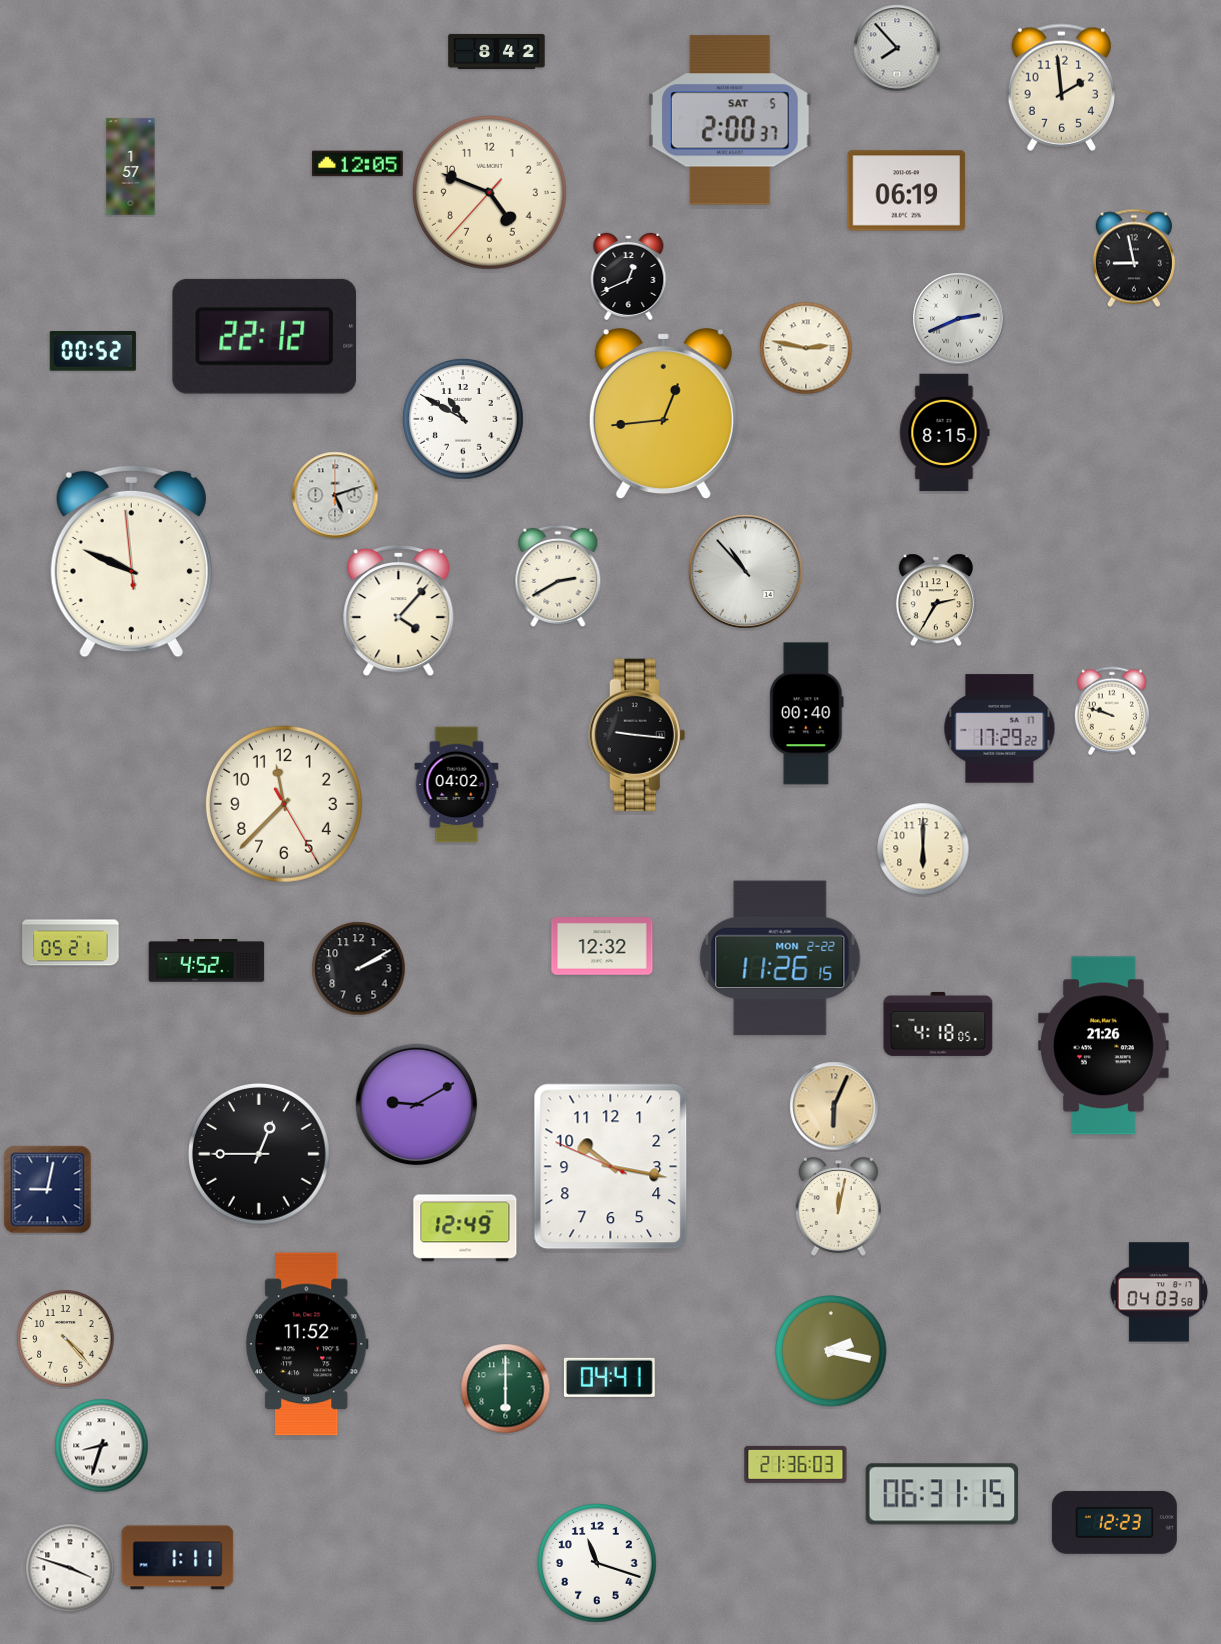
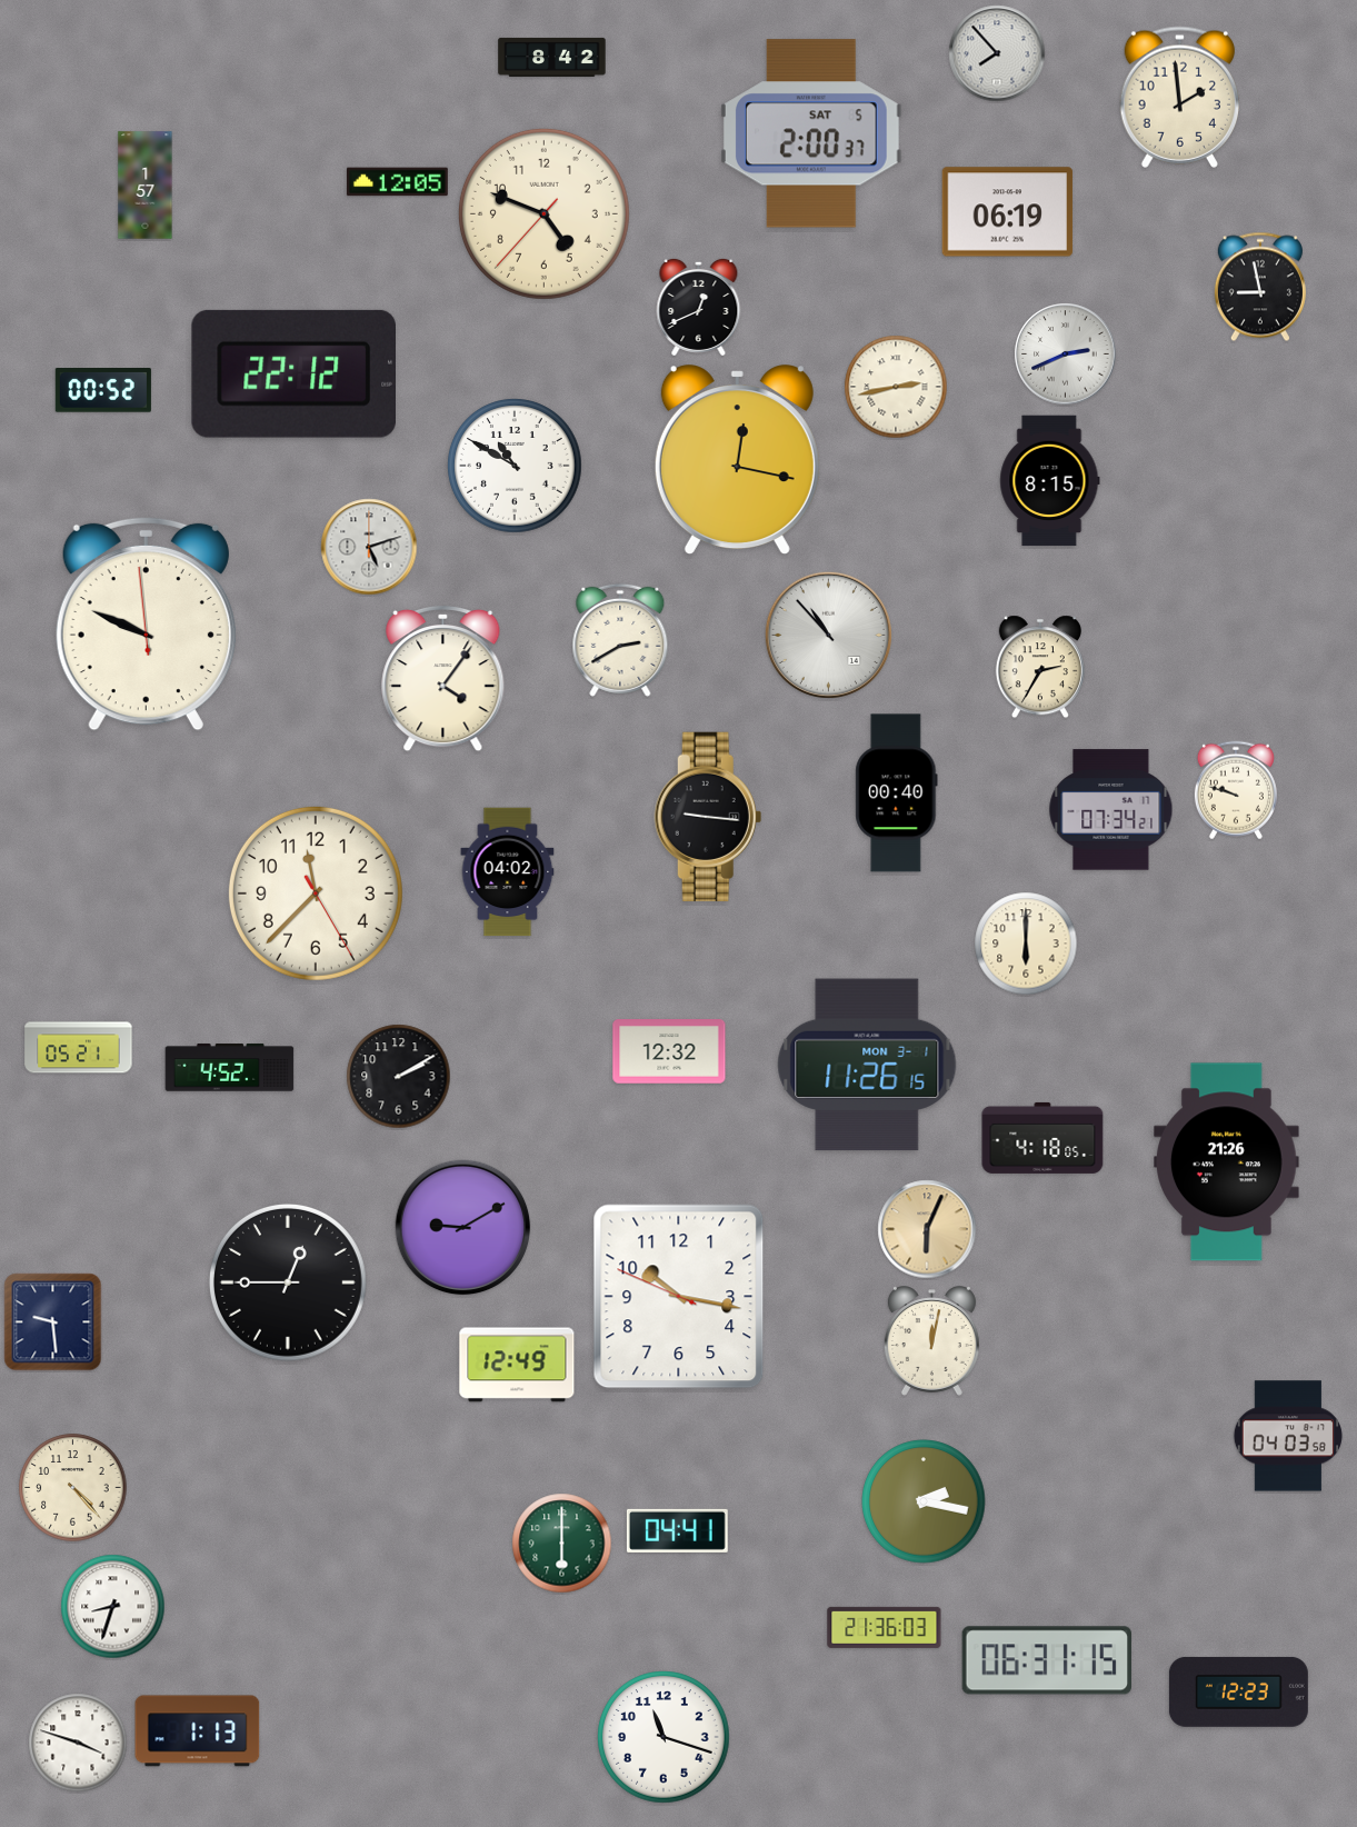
clock at (806, 348): 2:47 -> 2:43
clock at (663, 414): 12:44 -> 12:17
clock at (335, 495) position: (335, 495) -> (369, 547)
clock at (399, 611): 4:07 -> 4:06
clock at (1000, 729): 17:29 -> 07:34
clock at (780, 958) date: MON 2-22 -> MON 3-1
clock at (48, 1190): 9:02 -> 9:29
clock at (307, 1344): 11:52 -> none
clock at (178, 1558): 1:11 -> 1:13
